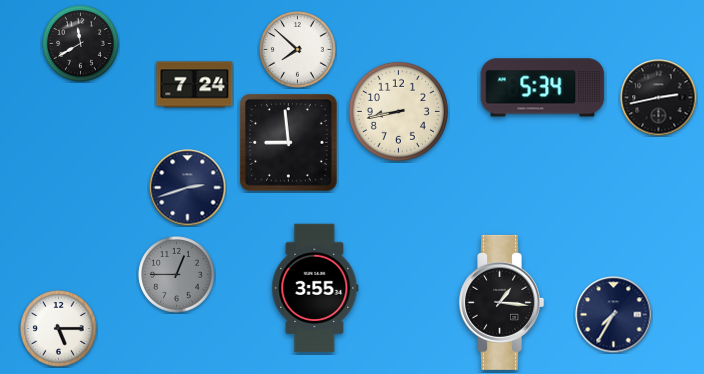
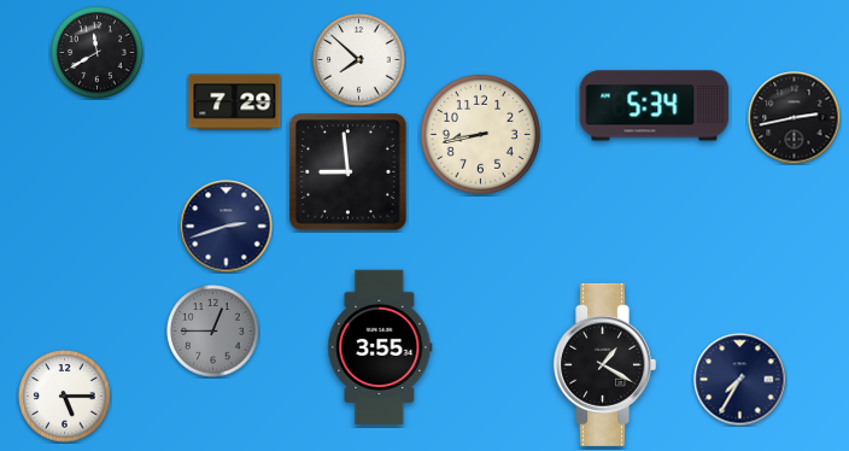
clock at (195, 85): 7:24 -> 7:29
clock at (501, 302): 1:16 -> 1:20
clock at (59, 329) position: (59, 329) -> (65, 397)
